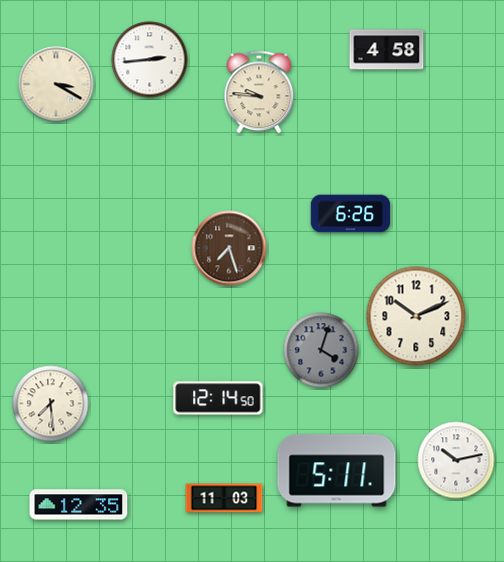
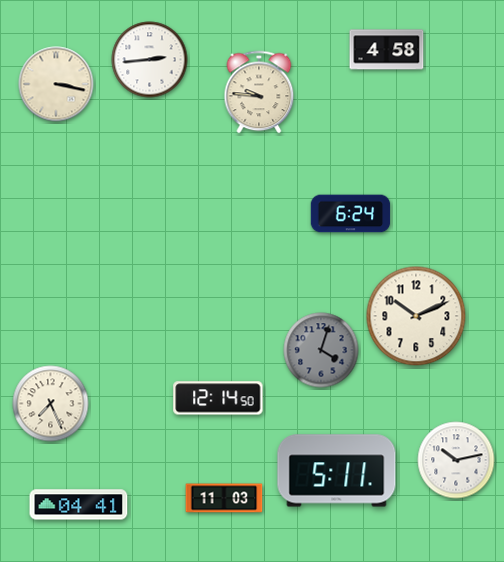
clock at (56, 84): 3:20 -> 3:17
clock at (351, 214): 6:26 -> 6:24
clock at (229, 248): 7:27 -> none
clock at (51, 404): 7:29 -> 7:26
clock at (79, 505): 12:35 -> 04:41
